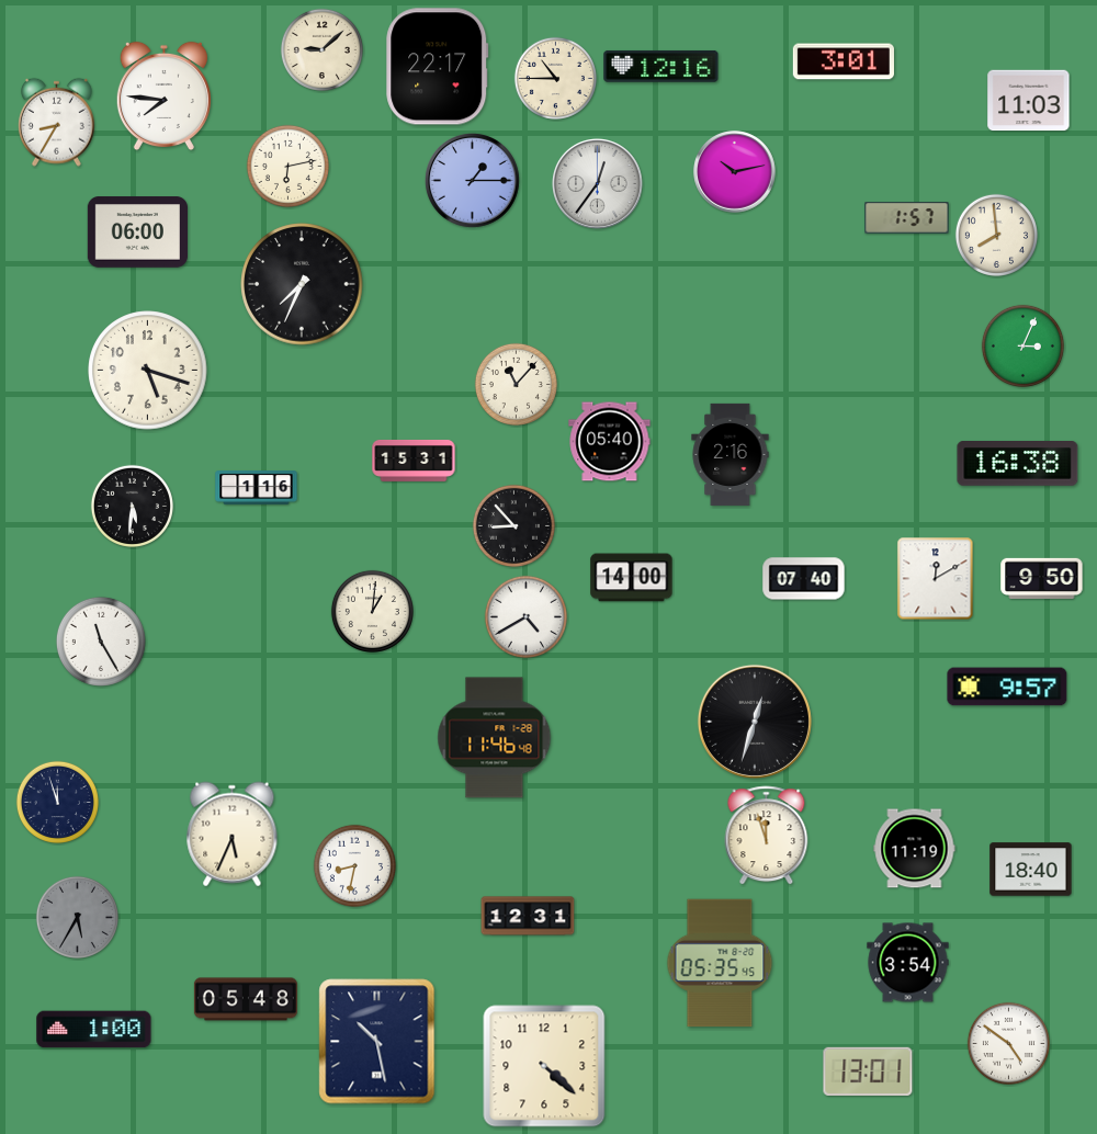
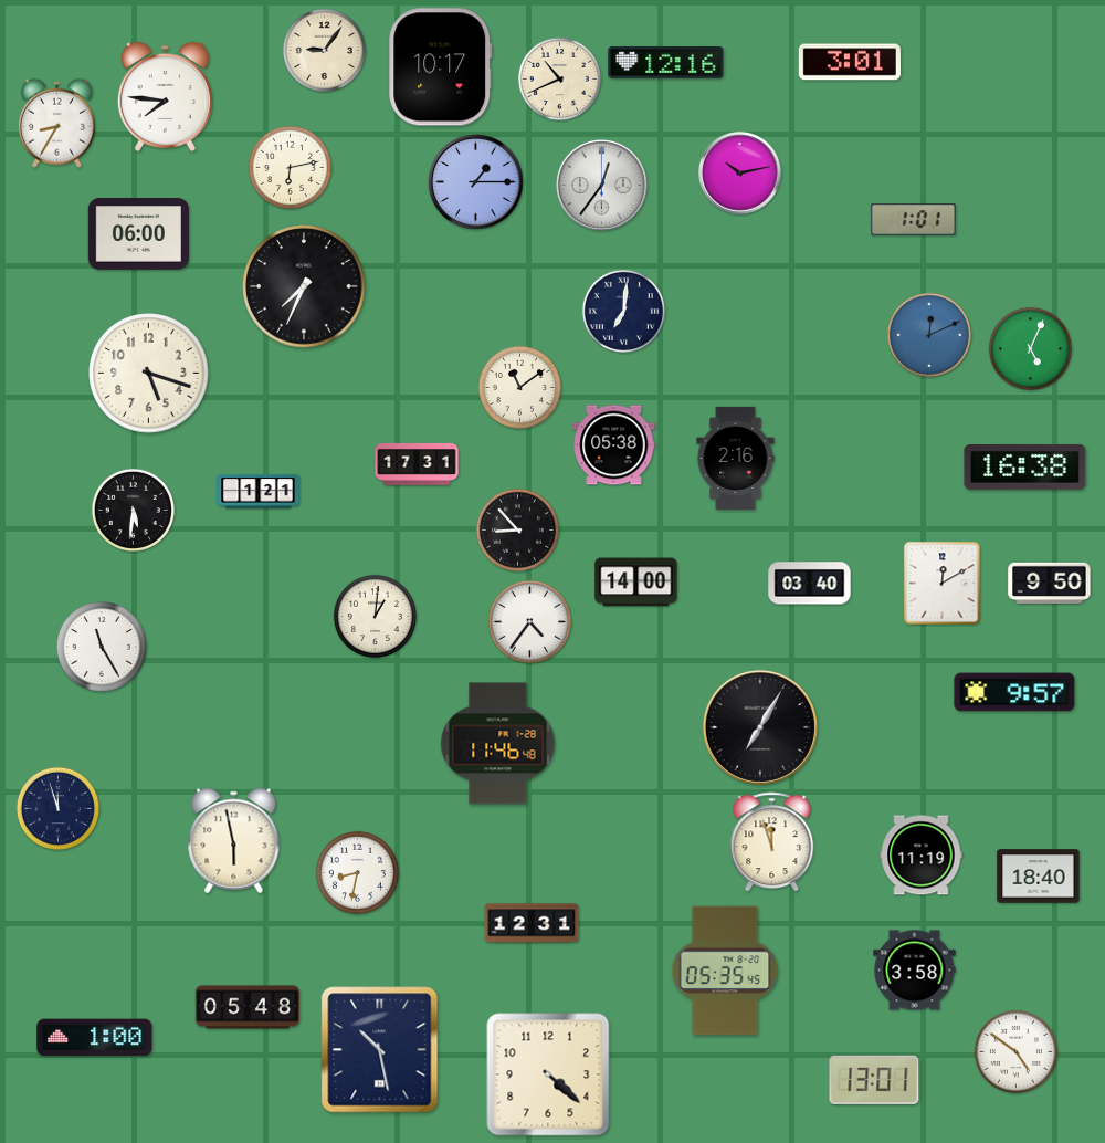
clock at (321, 49): 9:08 -> 9:06
clock at (438, 67): 22:17 -> 10:17
clock at (661, 67) position: (661, 67) -> (666, 63)
clock at (555, 78): 10:45 -> 10:41
clock at (1029, 101): 11:03 -> none
clock at (907, 218): 1:57 -> 1:01
clock at (996, 235): 7:59 -> none
clock at (623, 311): none -> 7:01
clock at (929, 335): none -> 12:11
clock at (1022, 345): 3:04 -> 5:04
clock at (516, 384): 11:07 -> 11:09
clock at (610, 442): 05:40 -> 05:38
clock at (414, 461): 15:31 -> 17:31
clock at (257, 488): 1:16 -> 1:21
clock at (804, 579): 07:40 -> 03:40
clock at (525, 616): 4:40 -> 4:36
clock at (755, 722): 12:33 -> 7:05
clock at (233, 835): 5:34 -> 5:58
clock at (77, 917): 5:35 -> none
clock at (908, 963): 3:54 -> 3:58
